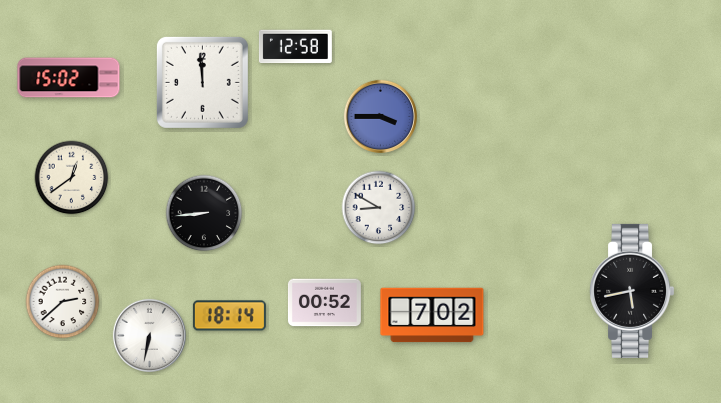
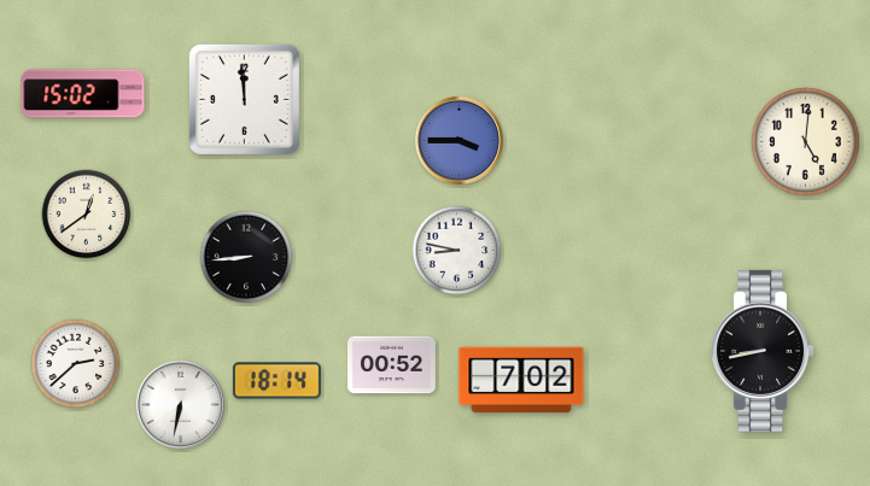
clock at (295, 47): 12:58 -> none
clock at (805, 141): none -> 5:01
clock at (379, 208): 8:50 -> 8:47
clock at (632, 291): 5:43 -> 8:43
